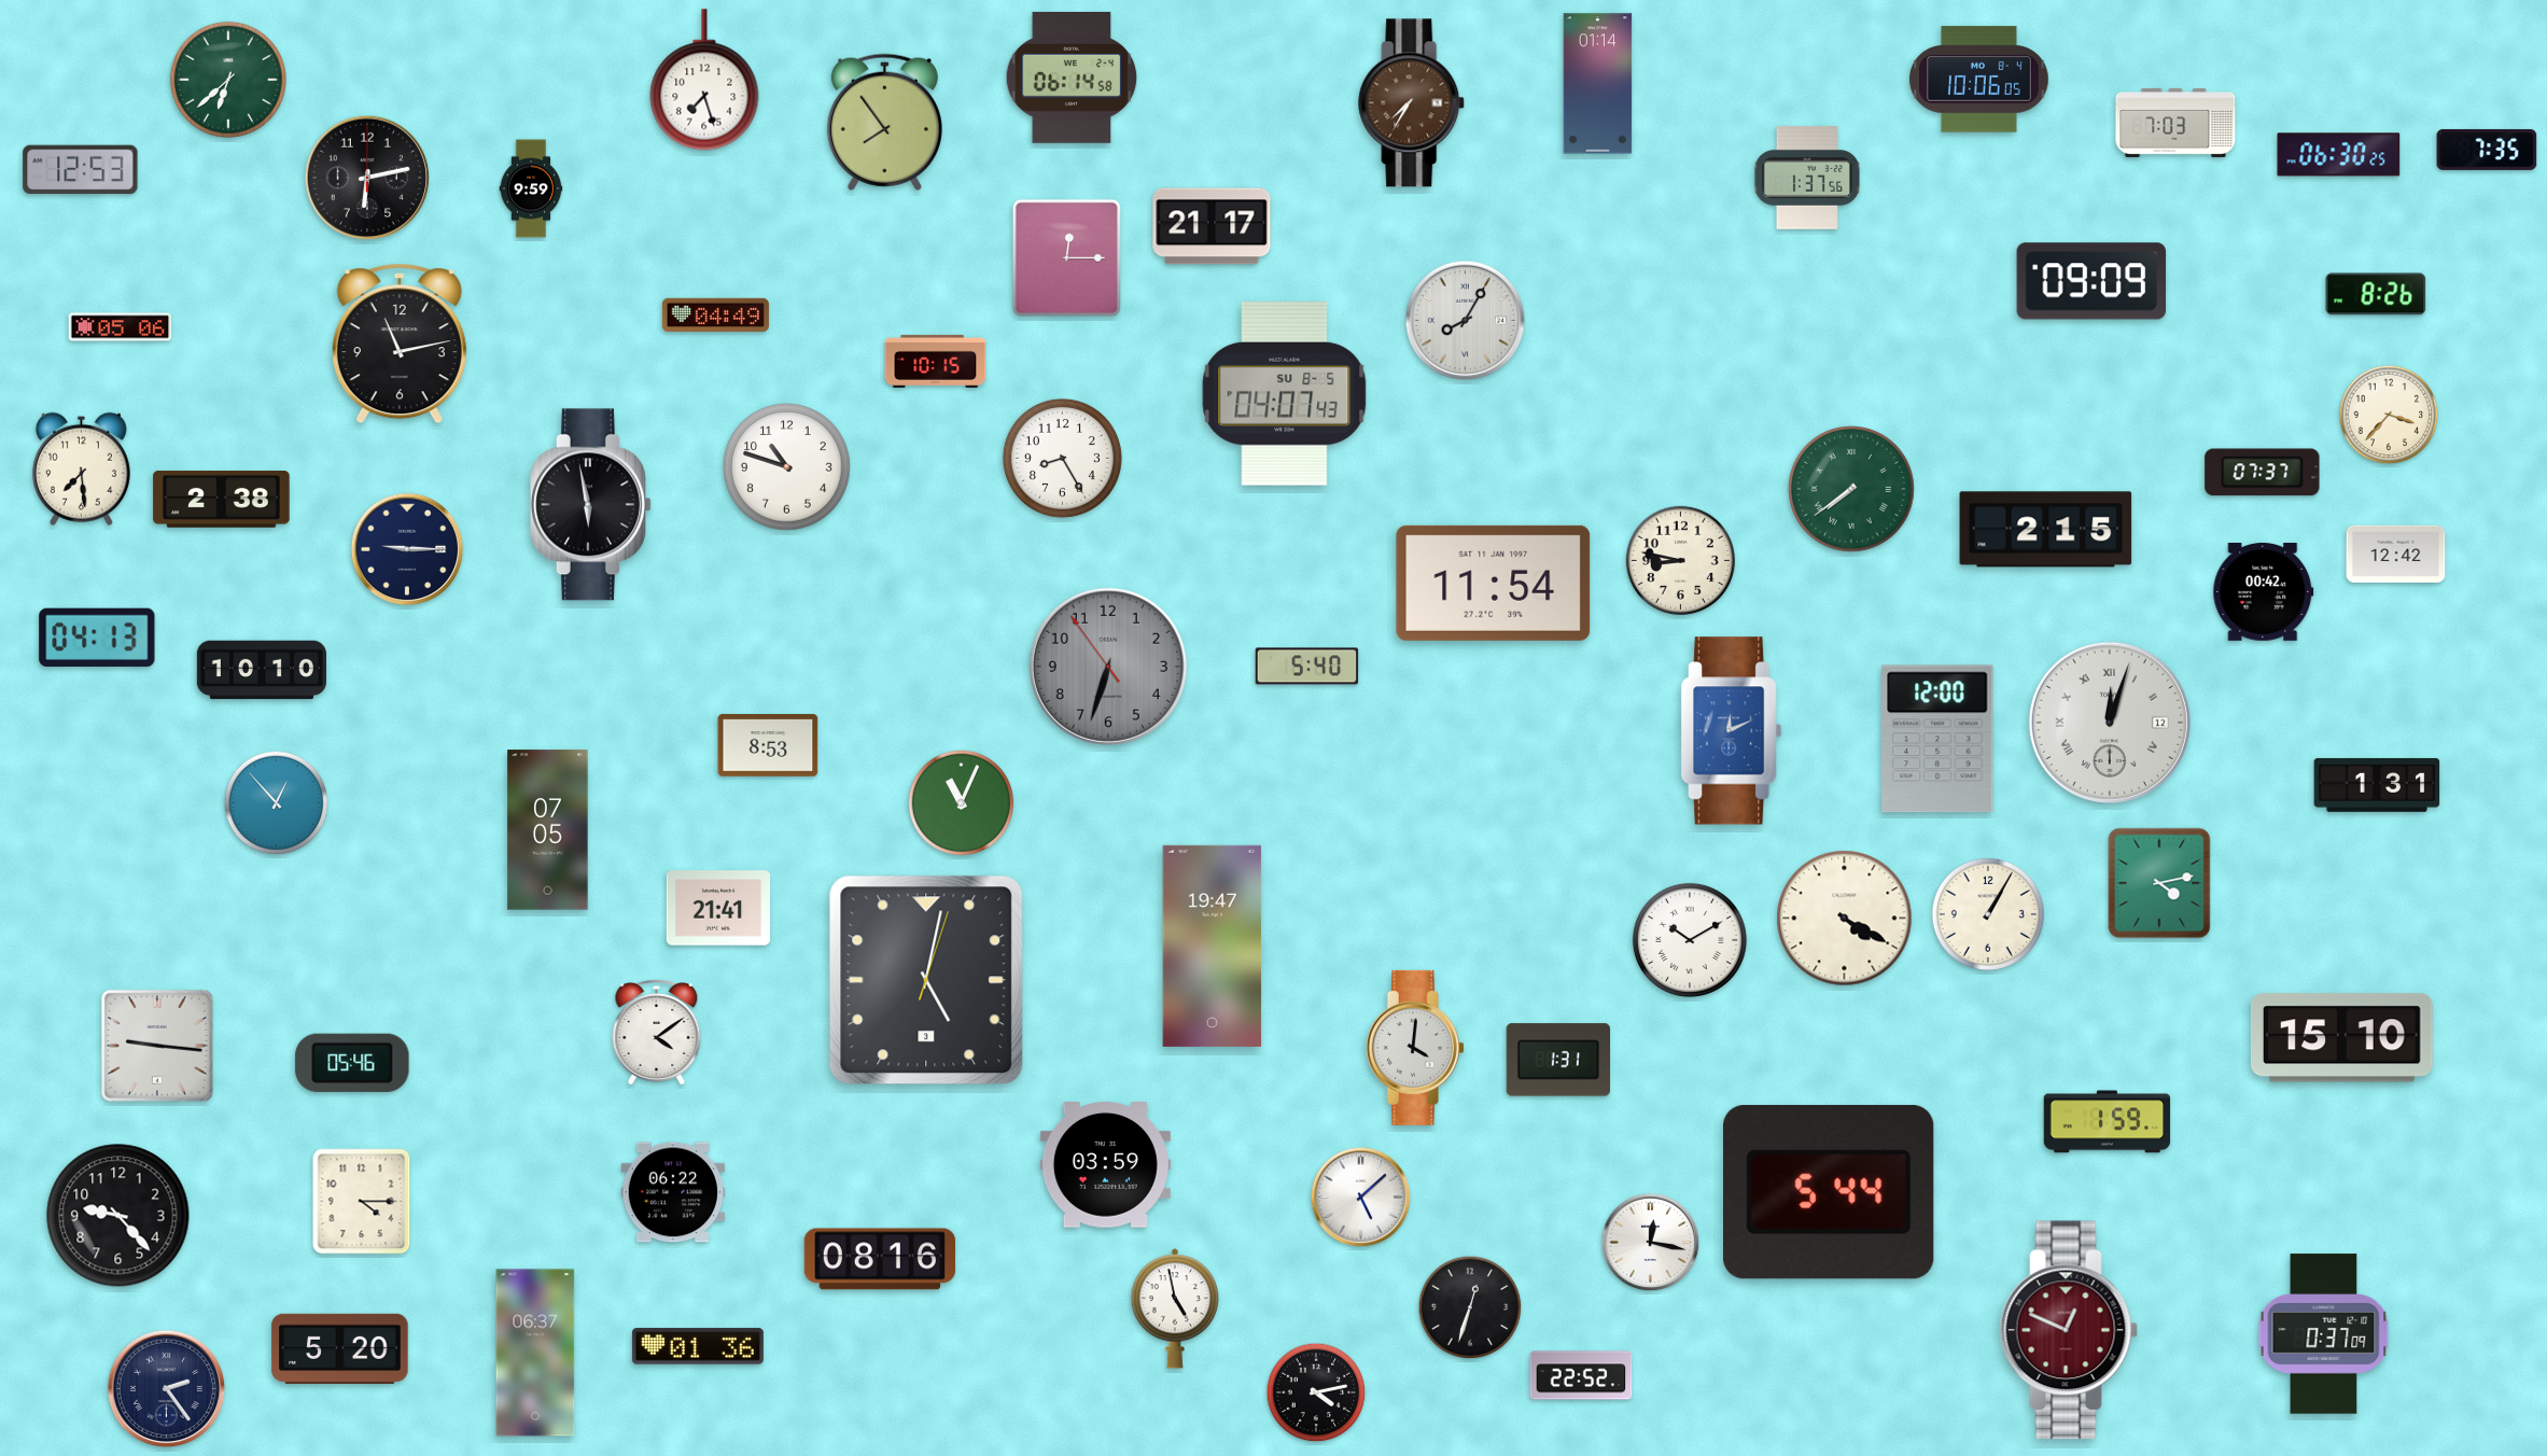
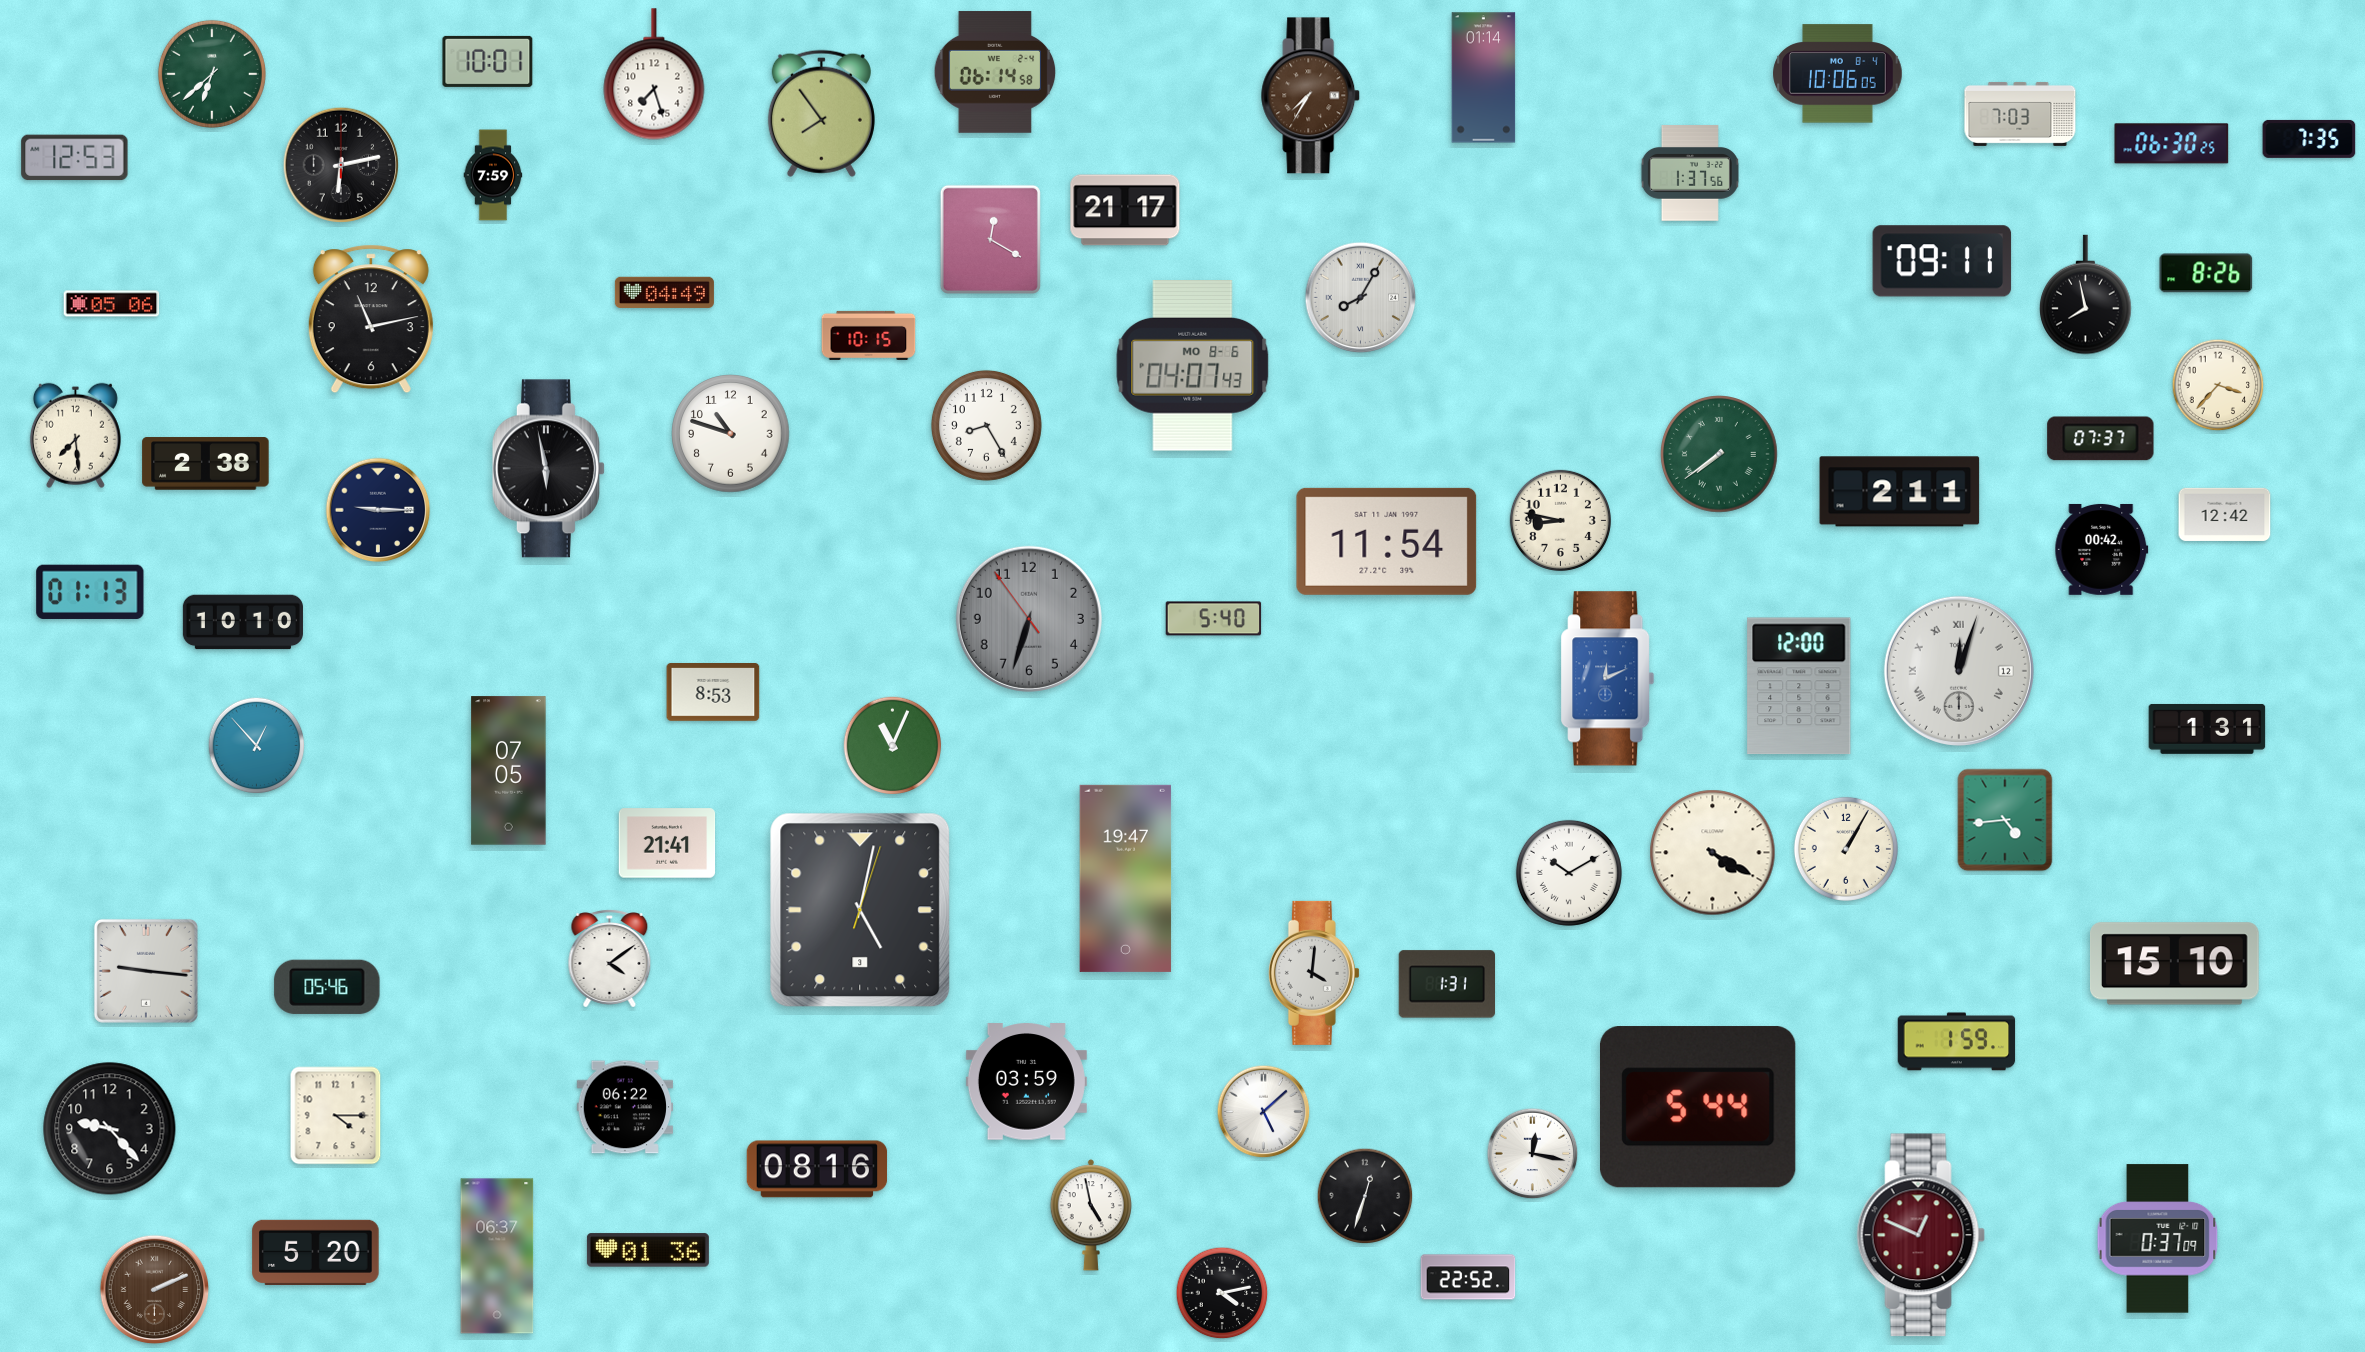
clock at (488, 61): none -> 10:01
clock at (1807, 178) position: (1807, 178) -> (1690, 173)
clock at (531, 188): 9:59 -> 7:59
clock at (1066, 257): 12:15 -> 12:20
clock at (2091, 281): 09:09 -> 09:11
clock at (2086, 295): none -> 7:58
clock at (1285, 394) date: SU 8-5 -> MO 8-6
clock at (2046, 530): 2:15 -> 2:11
clock at (97, 636): 04:13 -> 01:13
clock at (2159, 883): 4:13 -> 4:44
clock at (1470, 1307) position: (1470, 1307) -> (1365, 1196)
clock at (167, 1389): 2:24 -> 2:11
clock at (167, 1389) dial: navy -> brown
